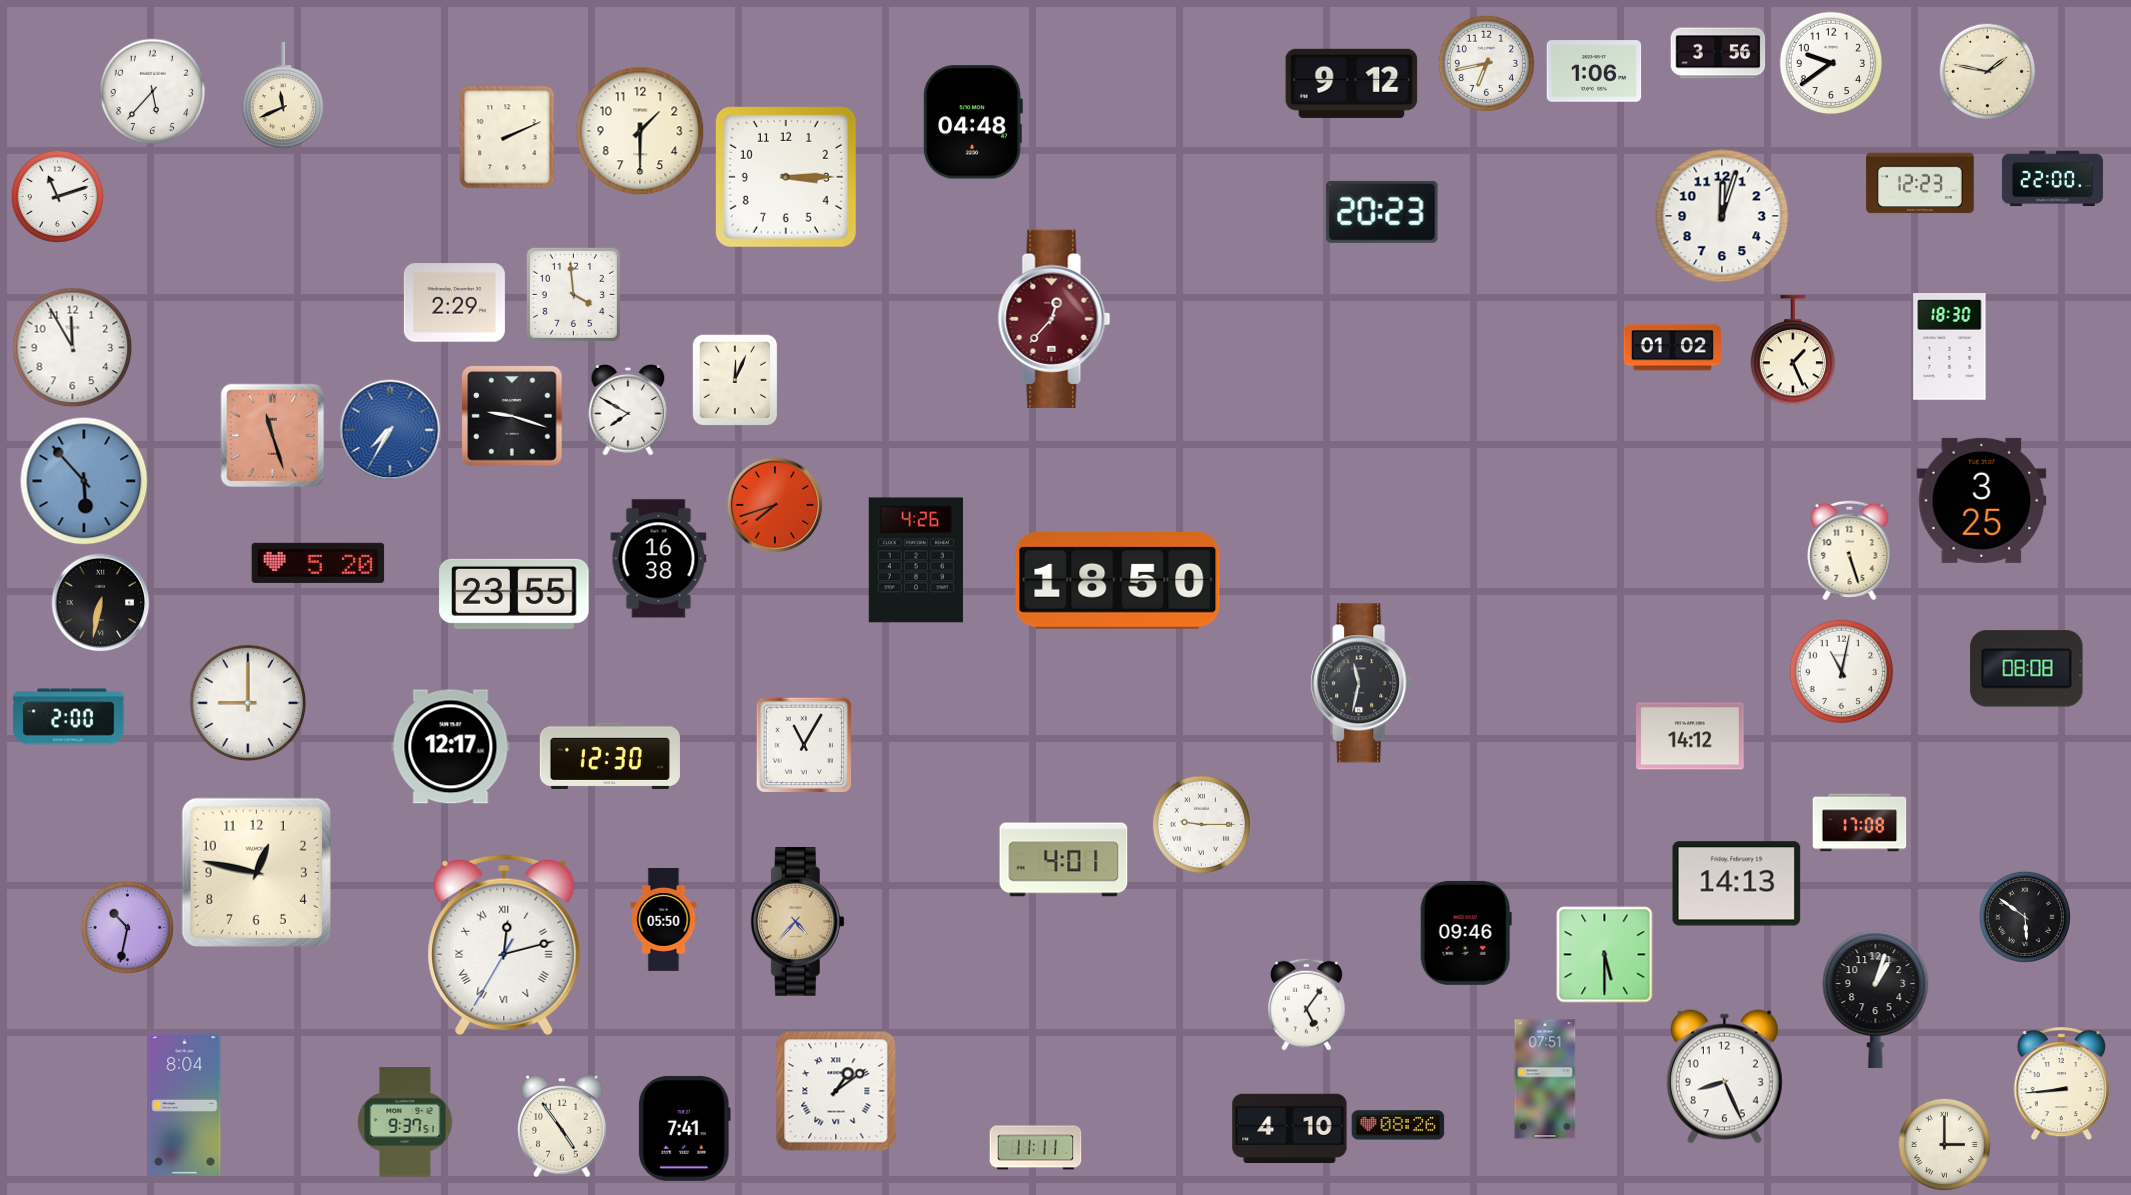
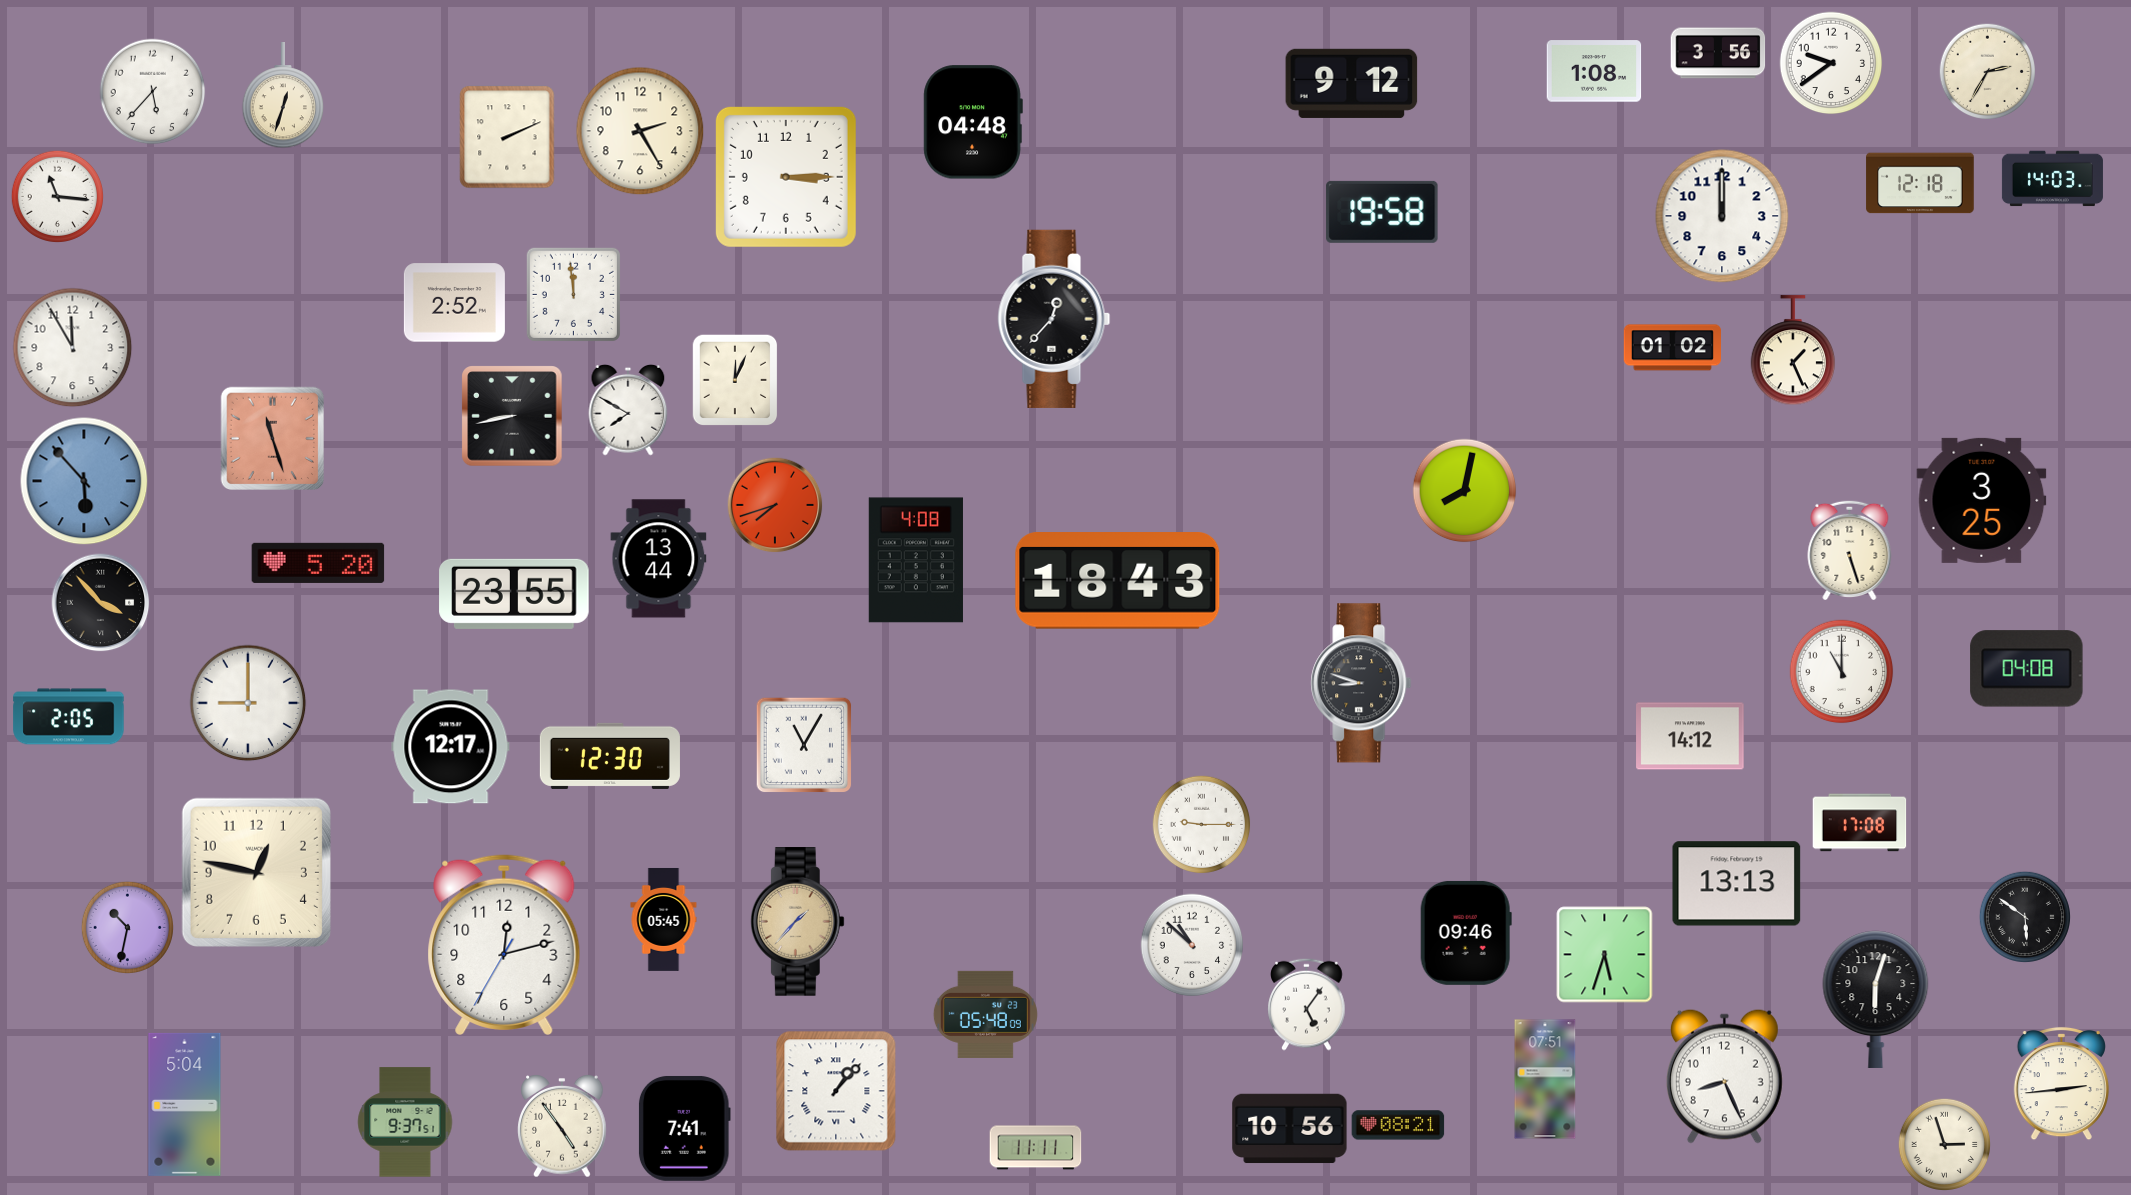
clock at (1486, 63): 6:43 -> none
clock at (1594, 71): 1:06 -> 1:08
clock at (1987, 71): 1:47 -> 2:35
clock at (283, 96): 11:41 -> 12:33
clock at (640, 131): 1:30 -> 2:25
clock at (2052, 179): 22:00 -> 14:03
clock at (1920, 183): 12:23 -> 12:18
clock at (57, 196): 11:12 -> 11:16
clock at (1382, 212): 20:23 -> 19:58
clock at (1722, 216): 12:03 -> 12:00
clock at (573, 294): 3:59 -> 11:59
clock at (454, 303): 2:29 -> 2:52
clock at (1054, 319) dial: burgundy -> black
clock at (1950, 347): 18:30 -> none
clock at (512, 416): 9:18 -> 8:43
clock at (390, 430): 7:35 -> none
clock at (273, 436) position: (273, 436) -> (273, 439)
clock at (1465, 491): none -> 8:02
clock at (659, 559): 16:38 -> 13:44
clock at (916, 560): 4:26 -> 4:08
clock at (1118, 581): 18:50 -> 18:43
clock at (101, 603): 6:32 -> 3:53
clock at (2027, 669): 08:08 -> 04:08
clock at (1842, 672): 11:02 -> 11:00
clock at (1361, 683): 11:32 -> 8:48
clock at (69, 717): 2:00 -> 2:05
clock at (1064, 860): 4:01 -> none
clock at (1737, 884): 14:13 -> 13:13
clock at (664, 919): 05:50 -> 05:45
clock at (797, 922): 4:37 -> 1:37
clock at (504, 945) numerals: Roman -> Arabic
clock at (1192, 945): none -> 10:52
clock at (1605, 955): 5:30 -> 5:33
clock at (1876, 999): 1:03 -> 6:03
clock at (985, 1014): none -> 05:48
clock at (2061, 1084): 8:44 -> 2:44
clock at (836, 1091): 1:09 -> 1:07
clock at (185, 1104): 8:04 -> 5:04
clock at (1398, 1125): 08:26 -> 08:21
clock at (1290, 1129): 4:10 -> 10:56
clock at (1944, 1144): 3:00 -> 2:57
